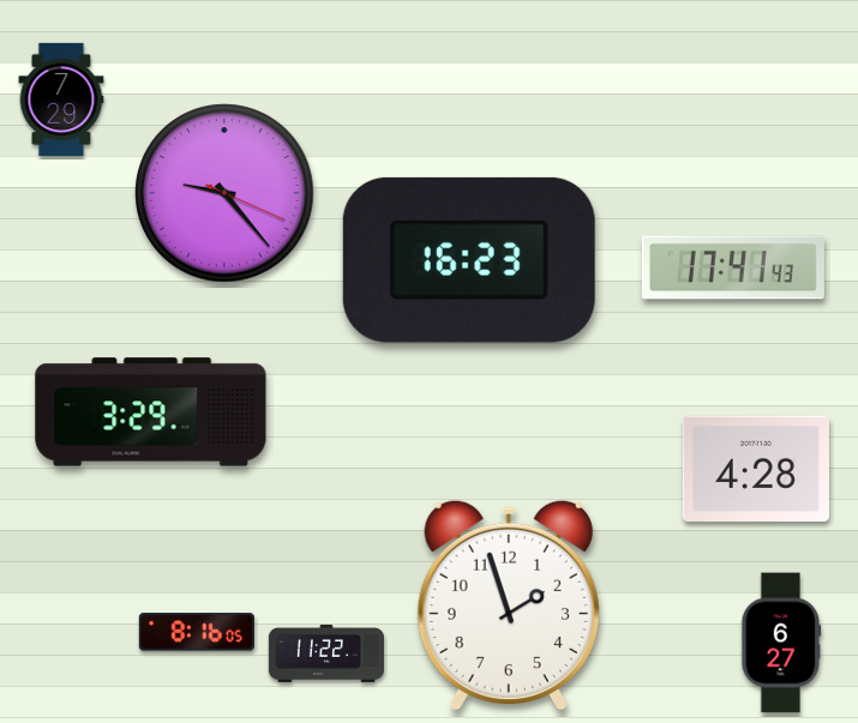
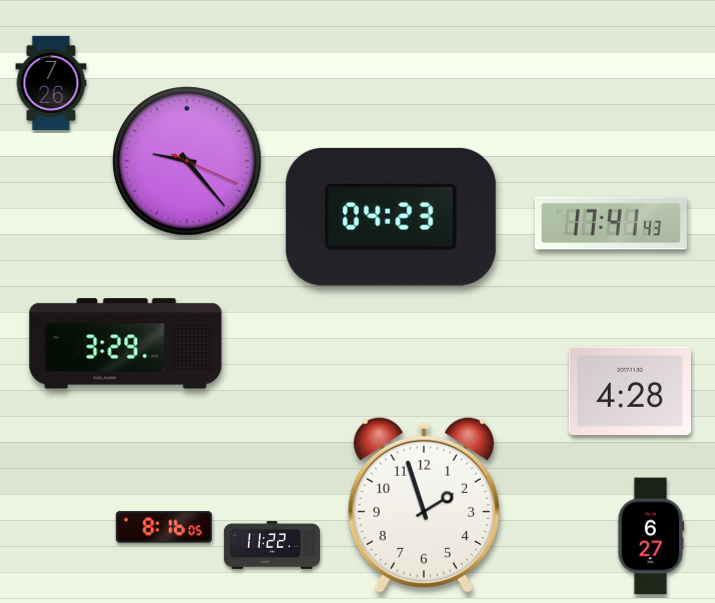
clock at (61, 100): 7:29 -> 7:26
clock at (469, 260): 16:23 -> 04:23
